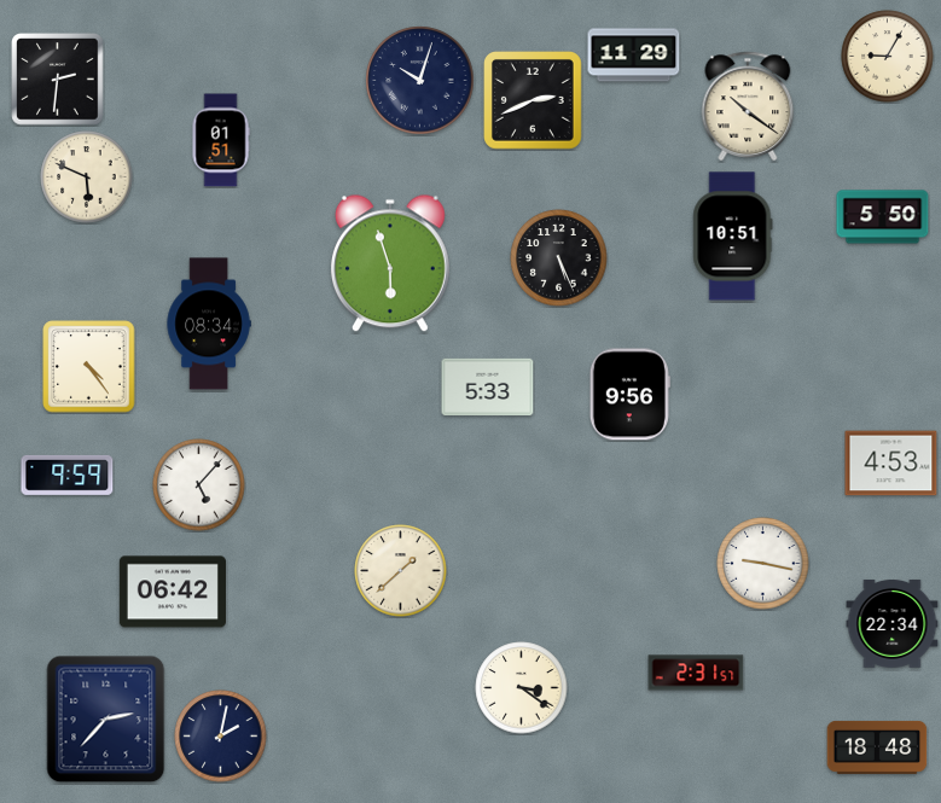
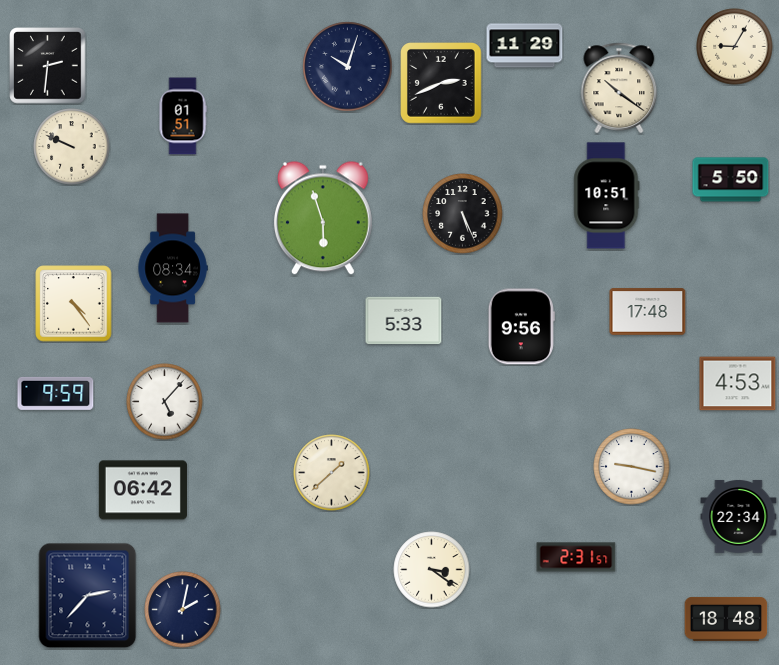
clock at (87, 178): 5:49 -> 9:49
clock at (648, 312): none -> 17:48
